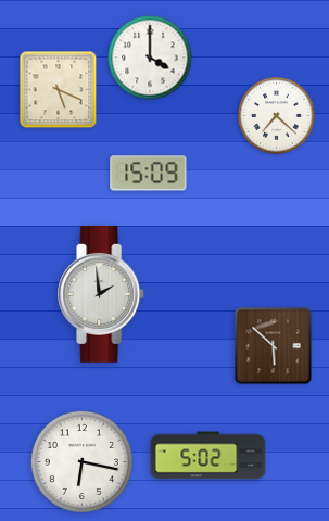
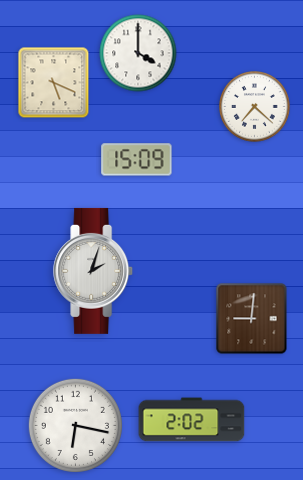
clock at (102, 294): 1:59 -> 2:03
clock at (274, 346): 5:52 -> 9:01
clock at (208, 456): 5:02 -> 2:02
